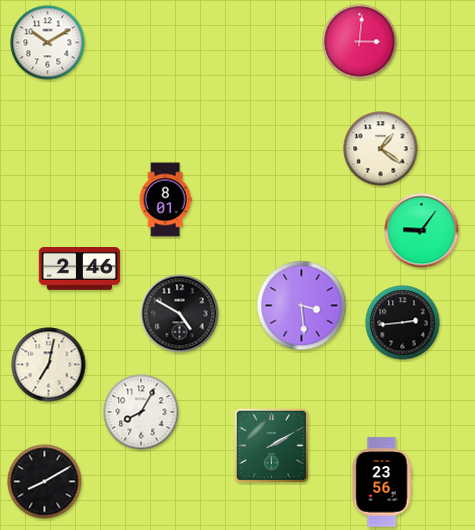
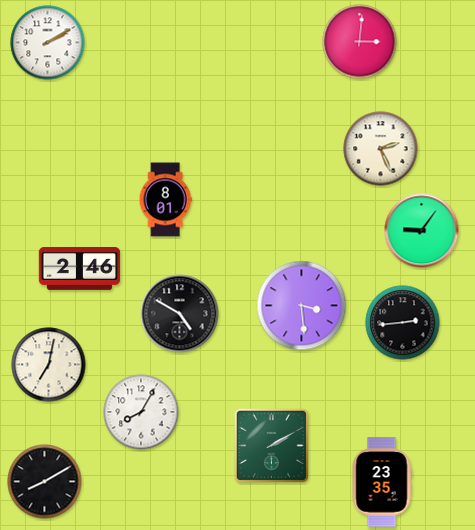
clock at (48, 43): 10:10 -> 2:10
clock at (381, 149): 1:21 -> 2:26
clock at (382, 482): 23:56 -> 23:35
